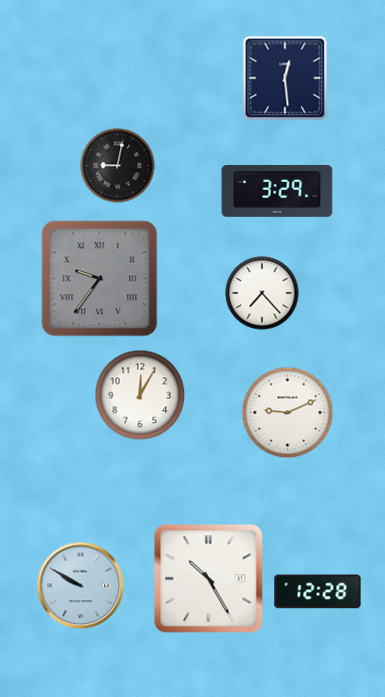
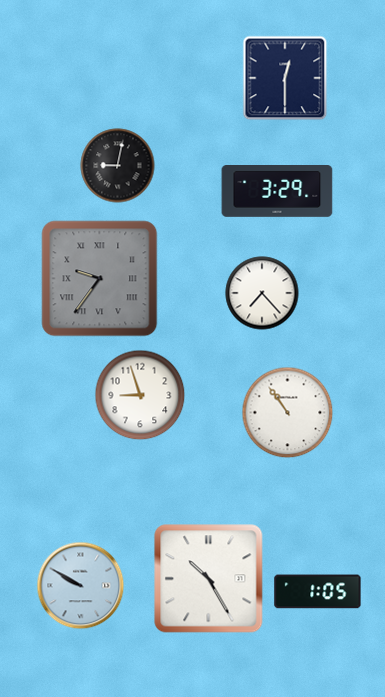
clock at (285, 78): 12:29 -> 12:30
clock at (140, 395): 12:05 -> 8:57
clock at (288, 413): 9:11 -> 10:54
clock at (318, 592): 12:28 -> 1:05
